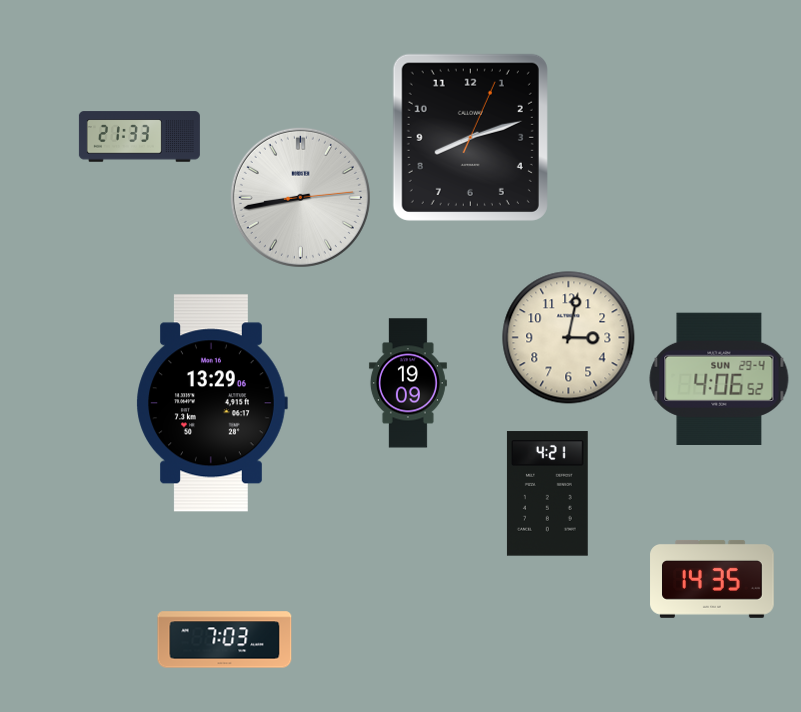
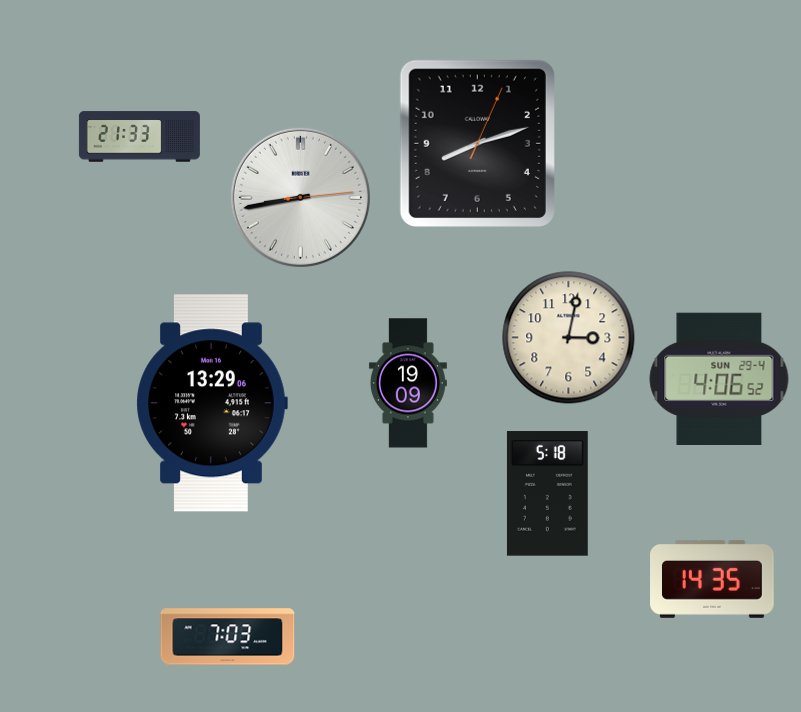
clock at (470, 137) position: (470, 137) -> (477, 143)
clock at (547, 494): 4:21 -> 5:18
clock at (225, 640) position: (225, 640) -> (228, 637)
